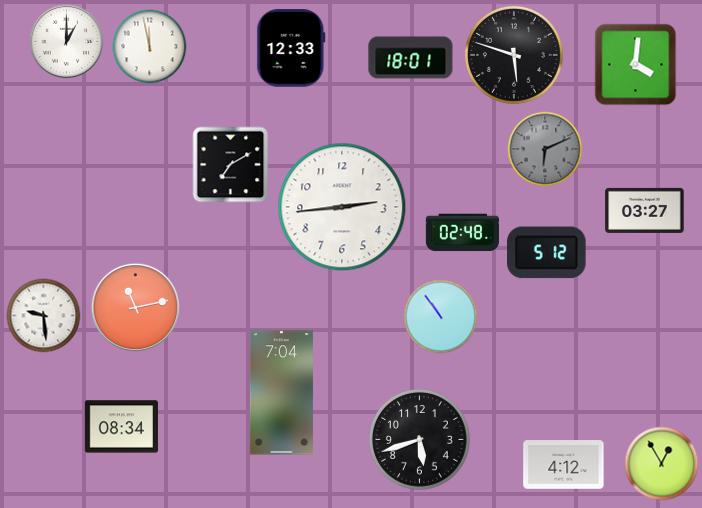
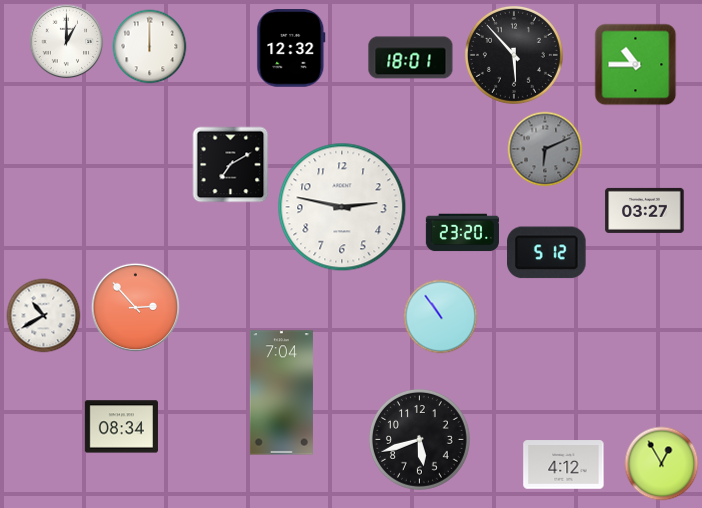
clock at (150, 47): 11:58 -> 12:00
clock at (291, 48): 12:33 -> 12:32
clock at (514, 55): 5:48 -> 5:53
clock at (636, 65): 4:01 -> 10:45
clock at (342, 207): 2:44 -> 2:47
clock at (462, 233): 02:48 -> 23:20
clock at (135, 307): 11:13 -> 2:53
clock at (44, 316): 9:29 -> 10:40
